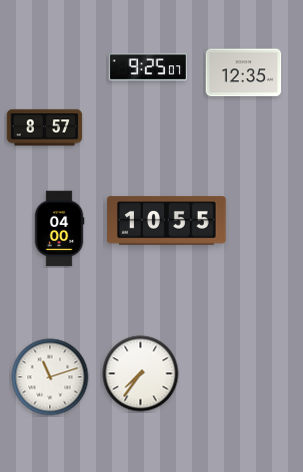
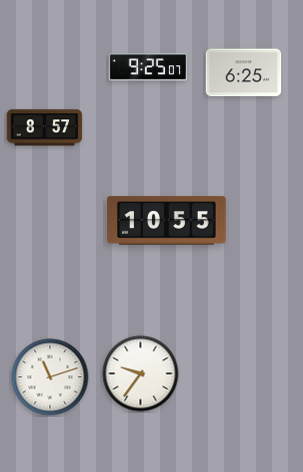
clock at (244, 73): 12:35 -> 6:25
clock at (59, 229): 04:00 -> none
clock at (141, 374): 7:36 -> 9:36
